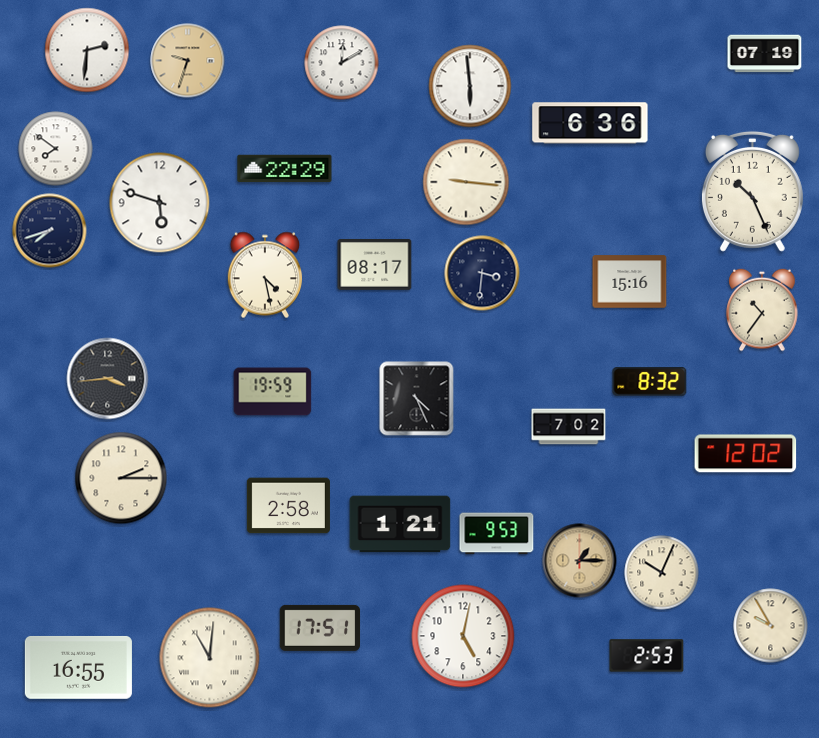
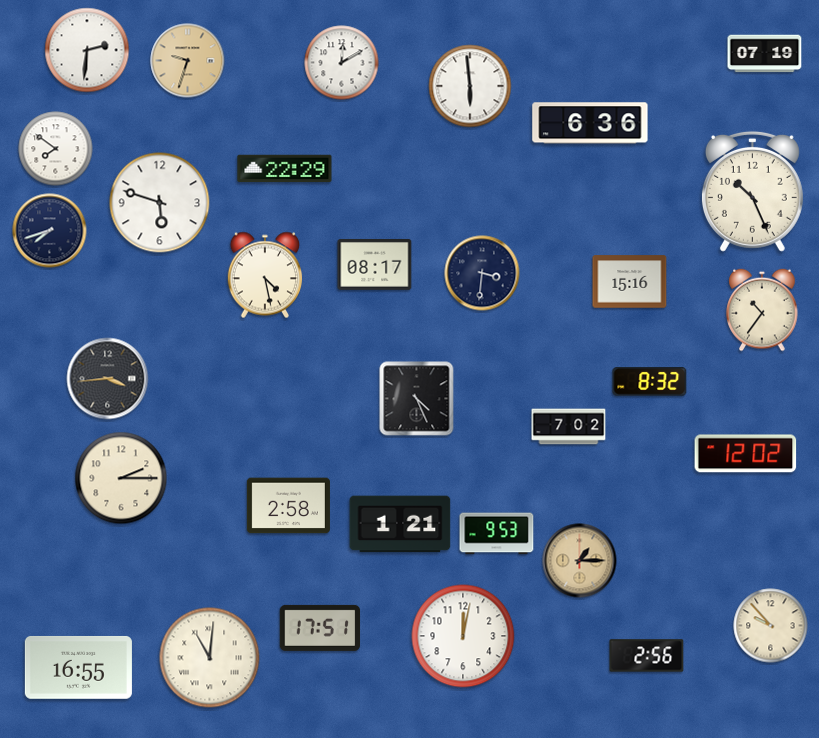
clock at (466, 182): 9:16 -> none
clock at (273, 392): 19:59 -> none
clock at (662, 573): 10:04 -> none
clock at (771, 626): 9:55 -> 9:53
clock at (463, 636): 5:02 -> 12:02
clock at (647, 656): 2:53 -> 2:56
